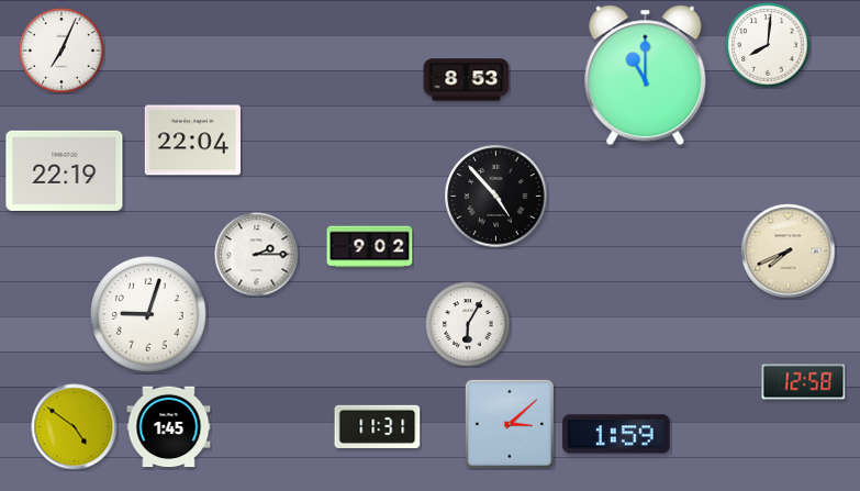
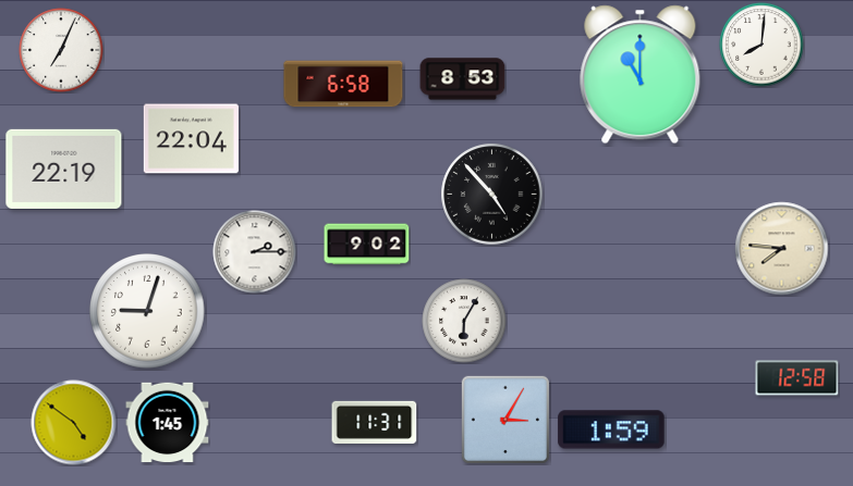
clock at (343, 84): none -> 6:58
clock at (789, 252): 7:41 -> 7:46
clock at (510, 424): 3:08 -> 3:05
